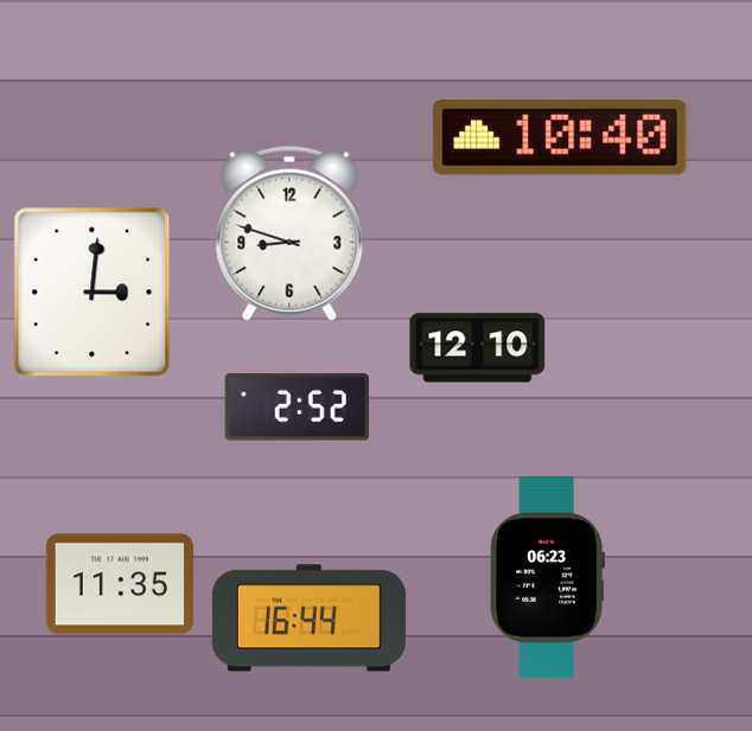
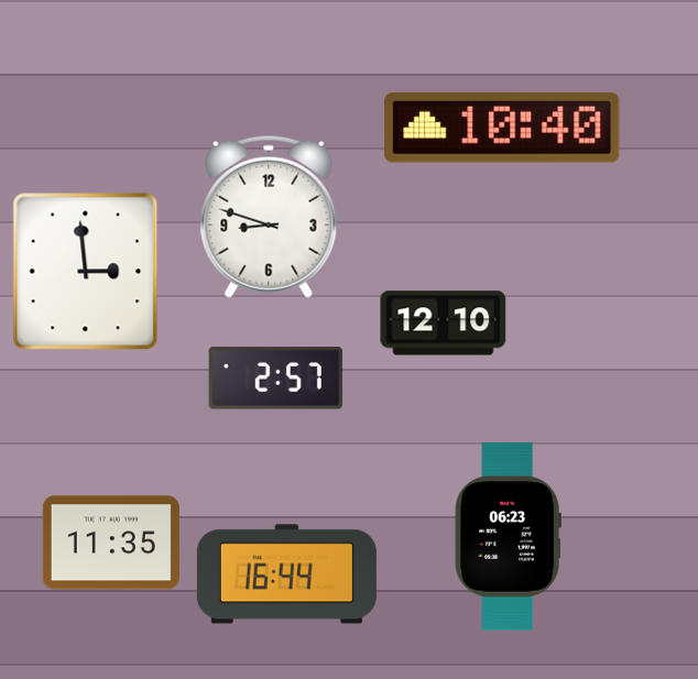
clock at (560, 139) position: (560, 139) -> (502, 129)
clock at (93, 293): 3:01 -> 2:59
clock at (297, 408): 2:52 -> 2:57
